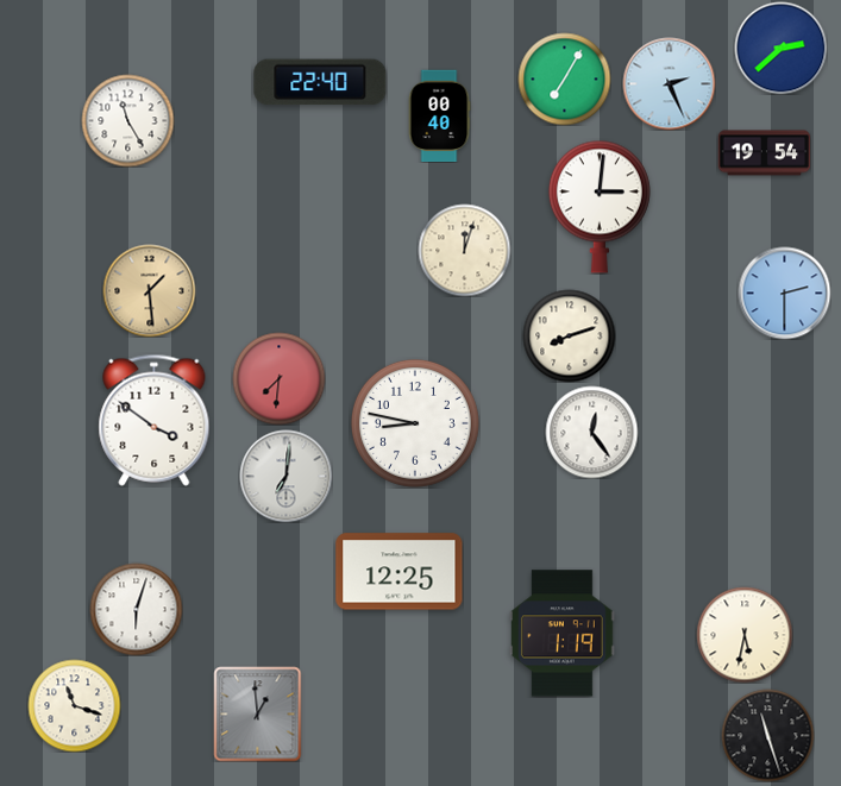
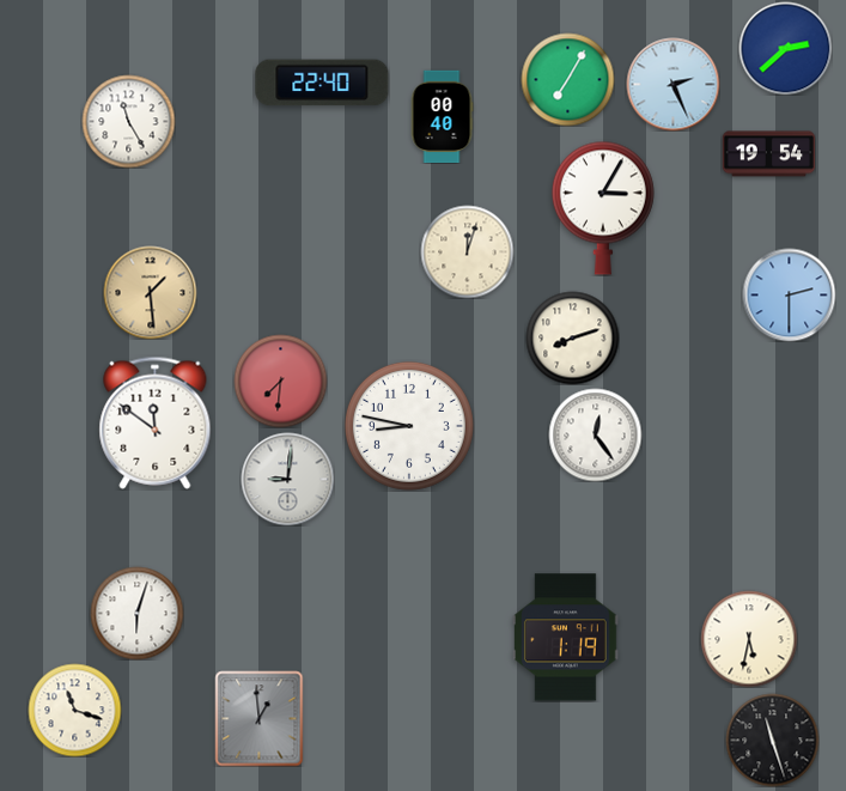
clock at (600, 207): 3:01 -> 3:05
clock at (155, 420): 3:51 -> 11:51
clock at (415, 423) position: (415, 423) -> (409, 426)
clock at (285, 476): 7:01 -> 9:01
clock at (400, 572): 12:25 -> none
